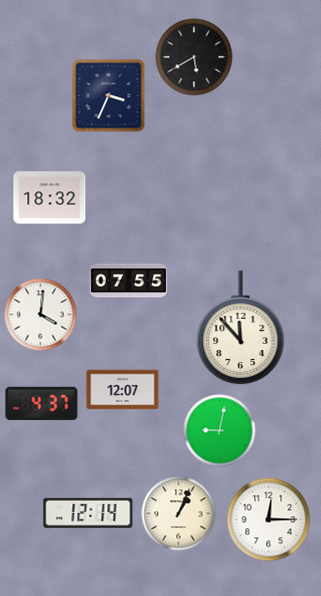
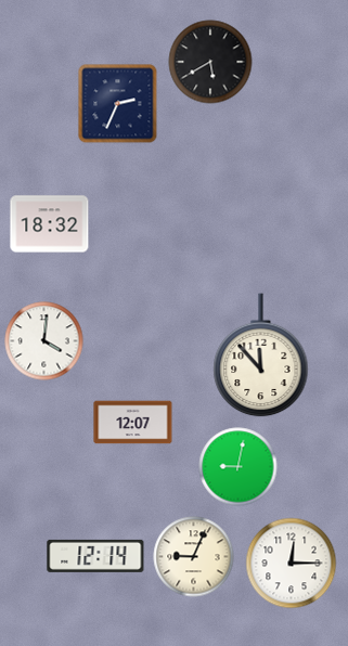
clock at (109, 96): 3:34 -> 2:34
clock at (50, 198) position: (50, 198) -> (50, 224)
clock at (129, 281): 07:55 -> none
clock at (42, 404): 4:37 -> none
clock at (179, 514): 1:04 -> 9:04
